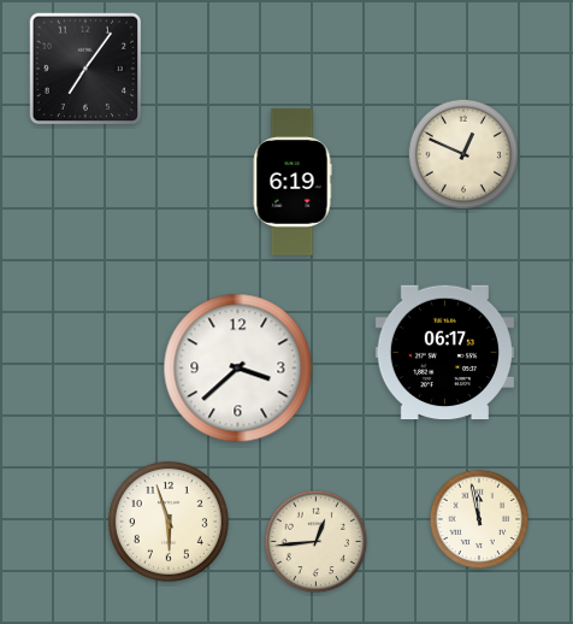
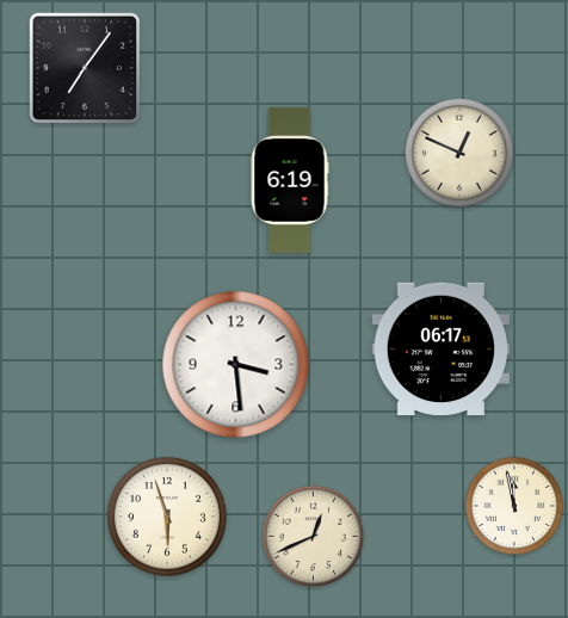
clock at (238, 369): 3:38 -> 3:29
clock at (479, 519) position: (479, 519) -> (514, 506)
clock at (317, 542): 12:44 -> 12:41
